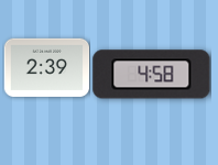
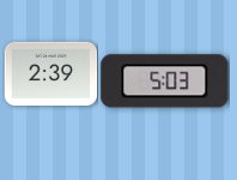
clock at (152, 75): 4:58 -> 5:03
